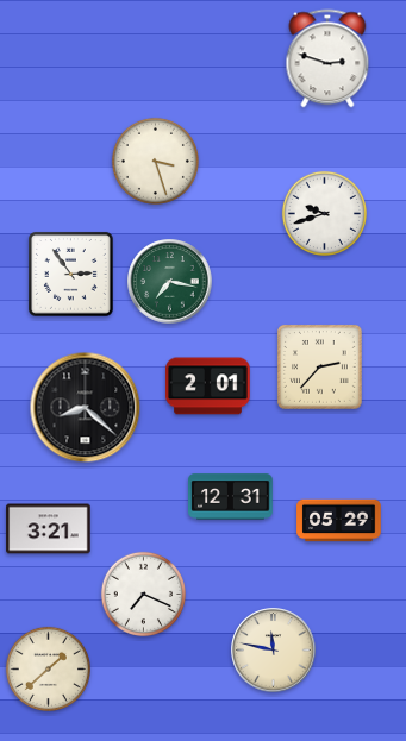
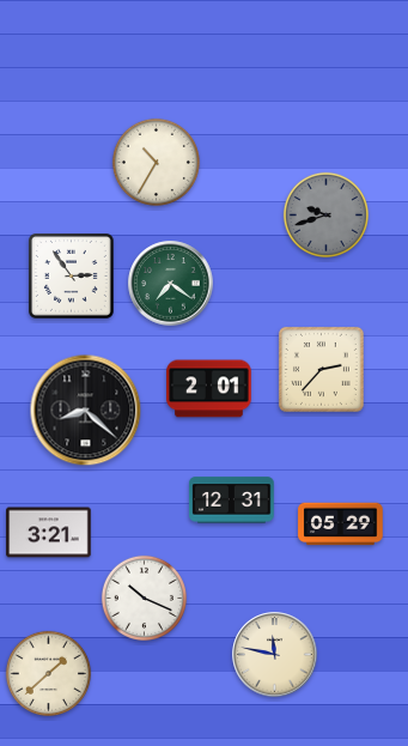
clock at (327, 58): 2:48 -> none
clock at (155, 161): 3:27 -> 10:35
clock at (324, 213) dial: white -> grey
clock at (170, 282): 7:17 -> 7:21
clock at (143, 594): 7:19 -> 10:19
